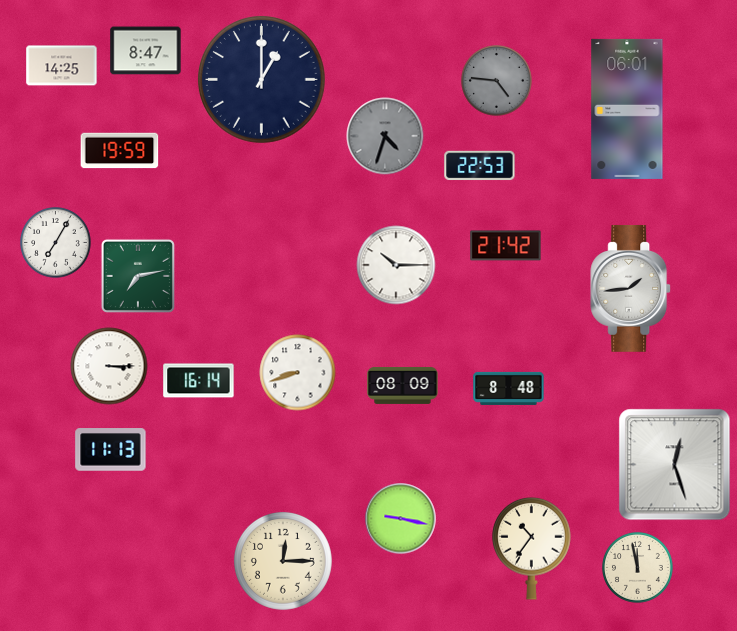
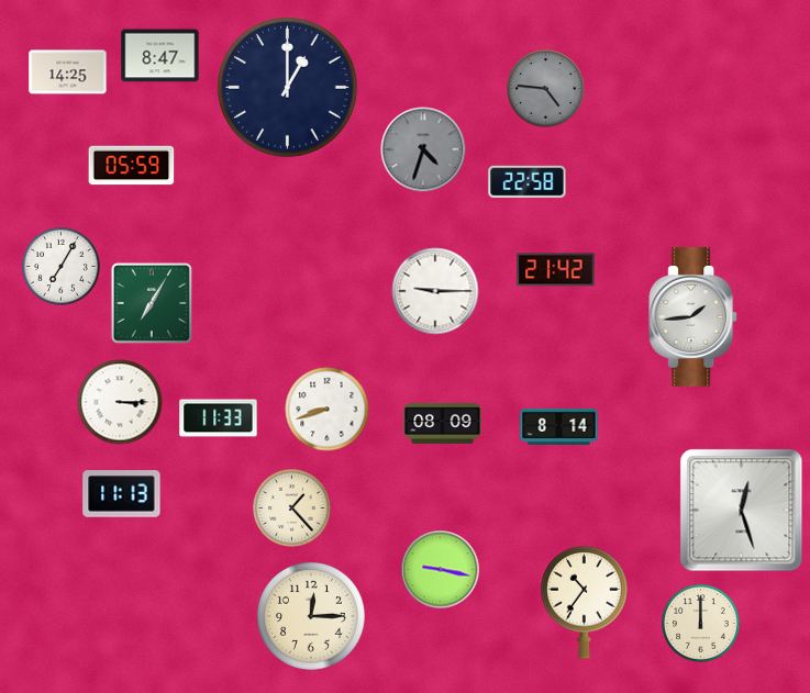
clock at (627, 109): 06:01 -> none
clock at (120, 151): 19:59 -> 05:59
clock at (480, 166): 22:53 -> 22:58
clock at (396, 265): 10:15 -> 9:15
clock at (138, 276): 7:13 -> 7:05
clock at (199, 381): 16:14 -> 11:33
clock at (509, 388): 8:48 -> 8:14
clock at (292, 508): none -> 1:23
clock at (638, 568): 11:58 -> 12:00
